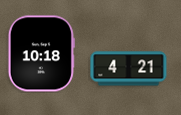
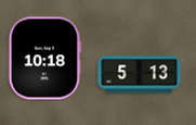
clock at (129, 69): 4:21 -> 5:13
